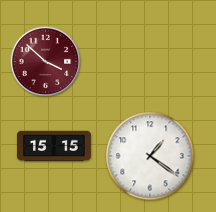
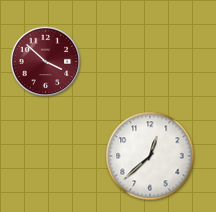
clock at (55, 146): 15:15 -> none
clock at (150, 156): 1:21 -> 12:38
